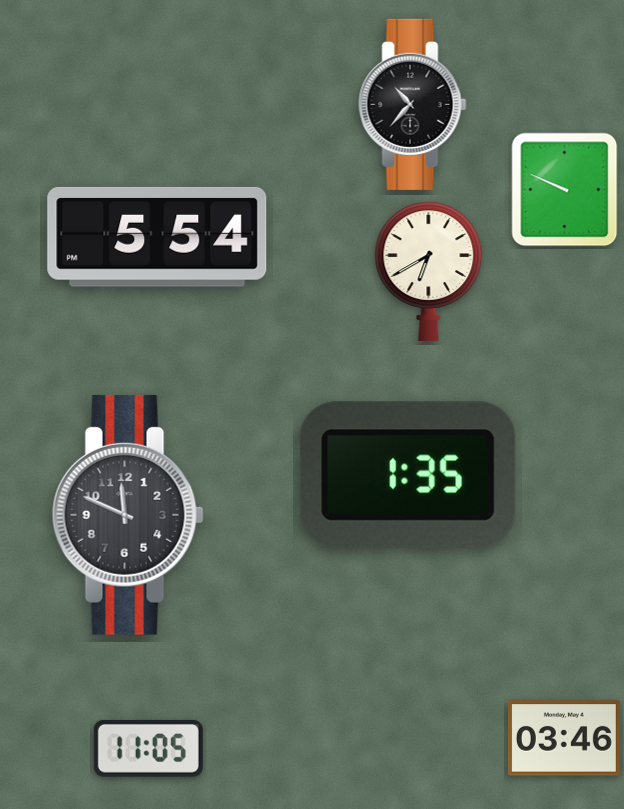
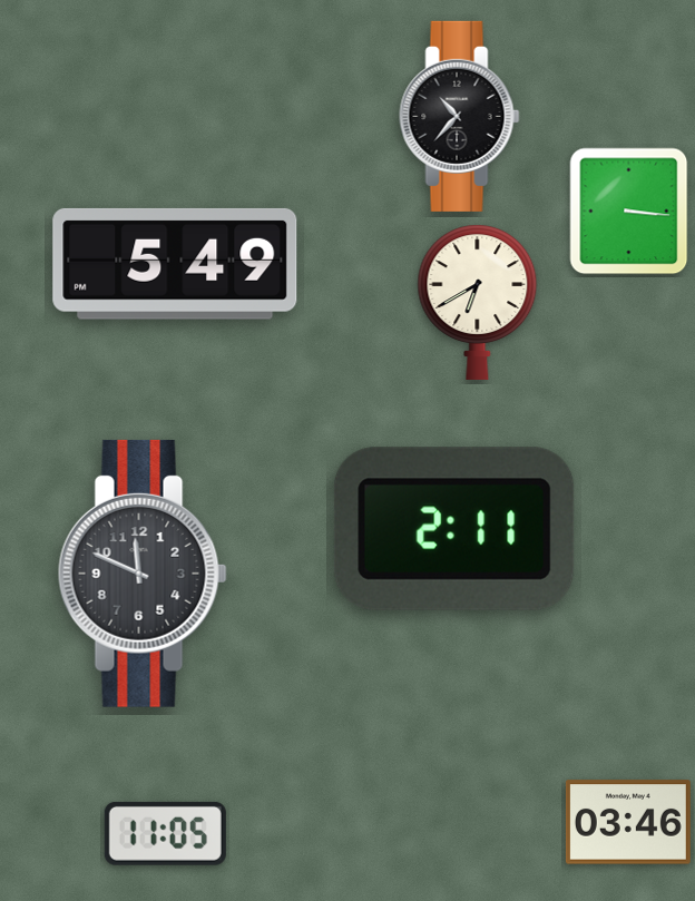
clock at (565, 190): 9:49 -> 3:16
clock at (157, 237): 5:54 -> 5:49
clock at (408, 475): 1:35 -> 2:11
